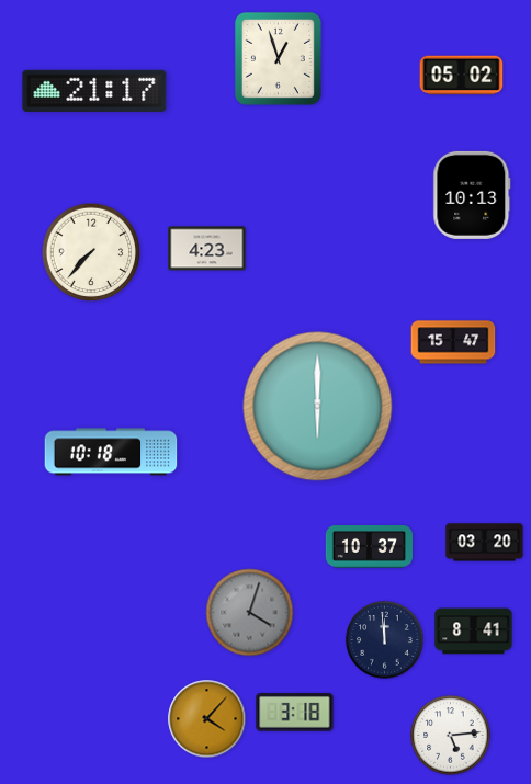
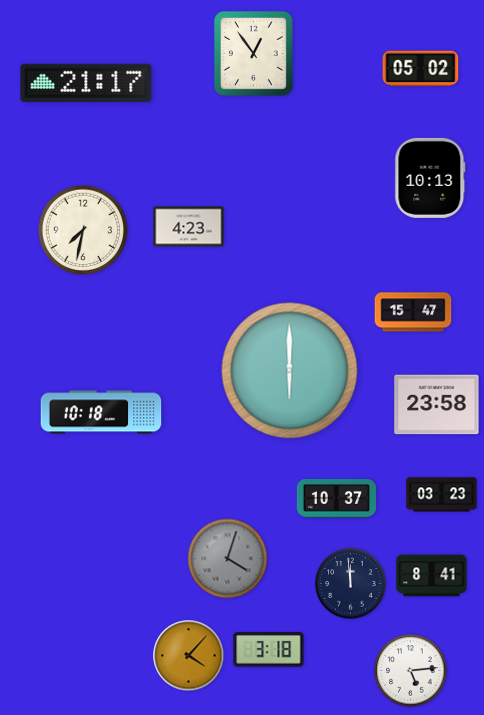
clock at (278, 58): 12:57 -> 12:54
clock at (91, 252): 7:37 -> 7:32
clock at (437, 405): none -> 23:58
clock at (485, 543): 03:20 -> 03:23
